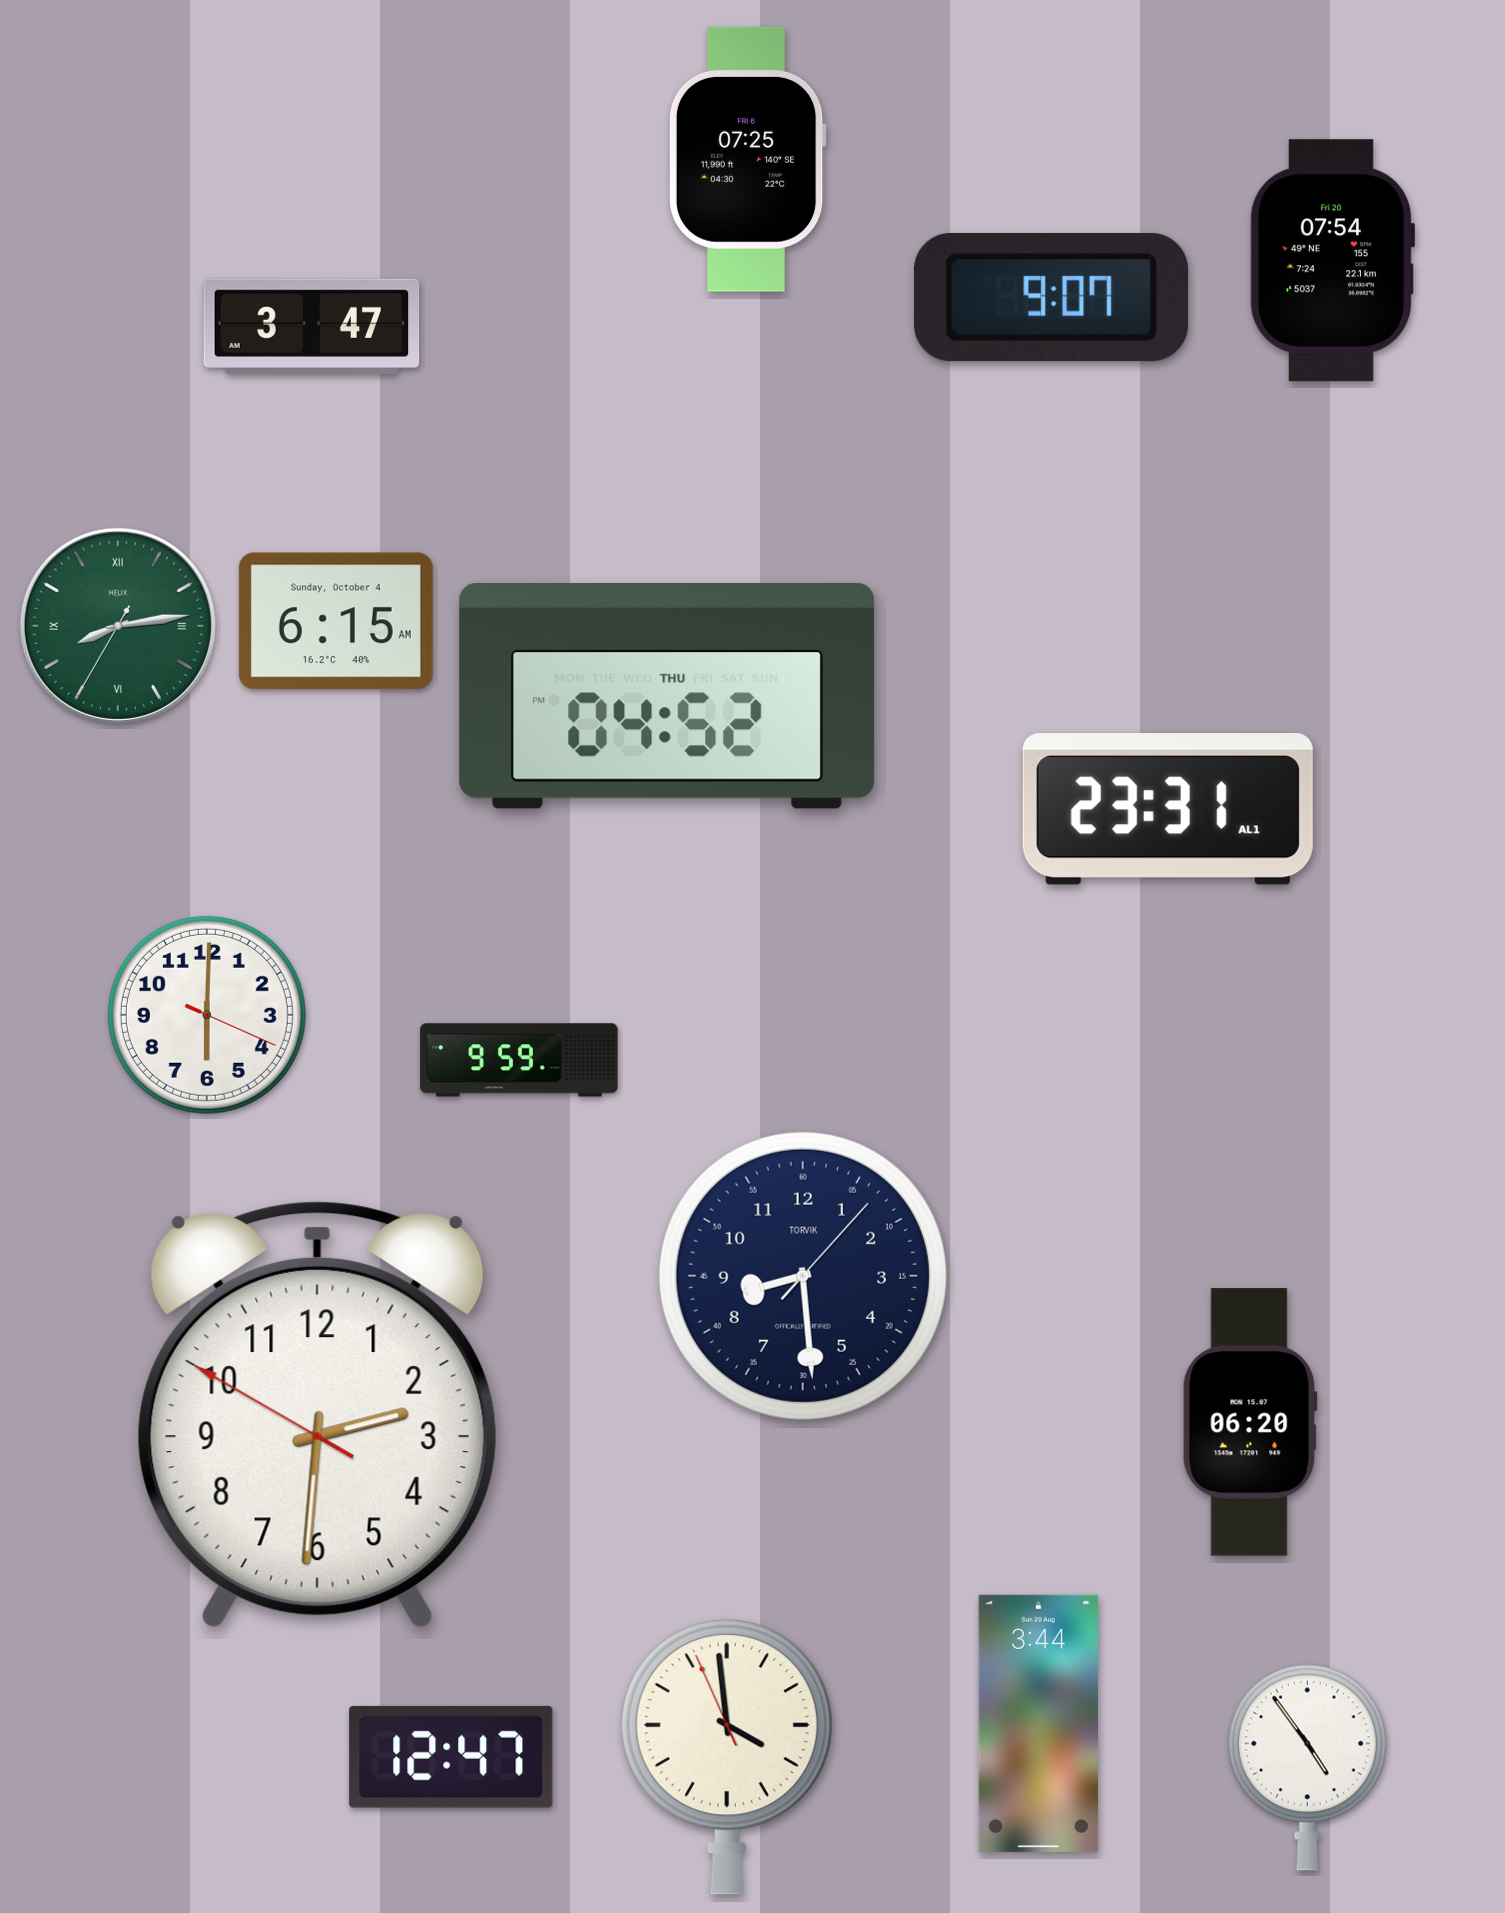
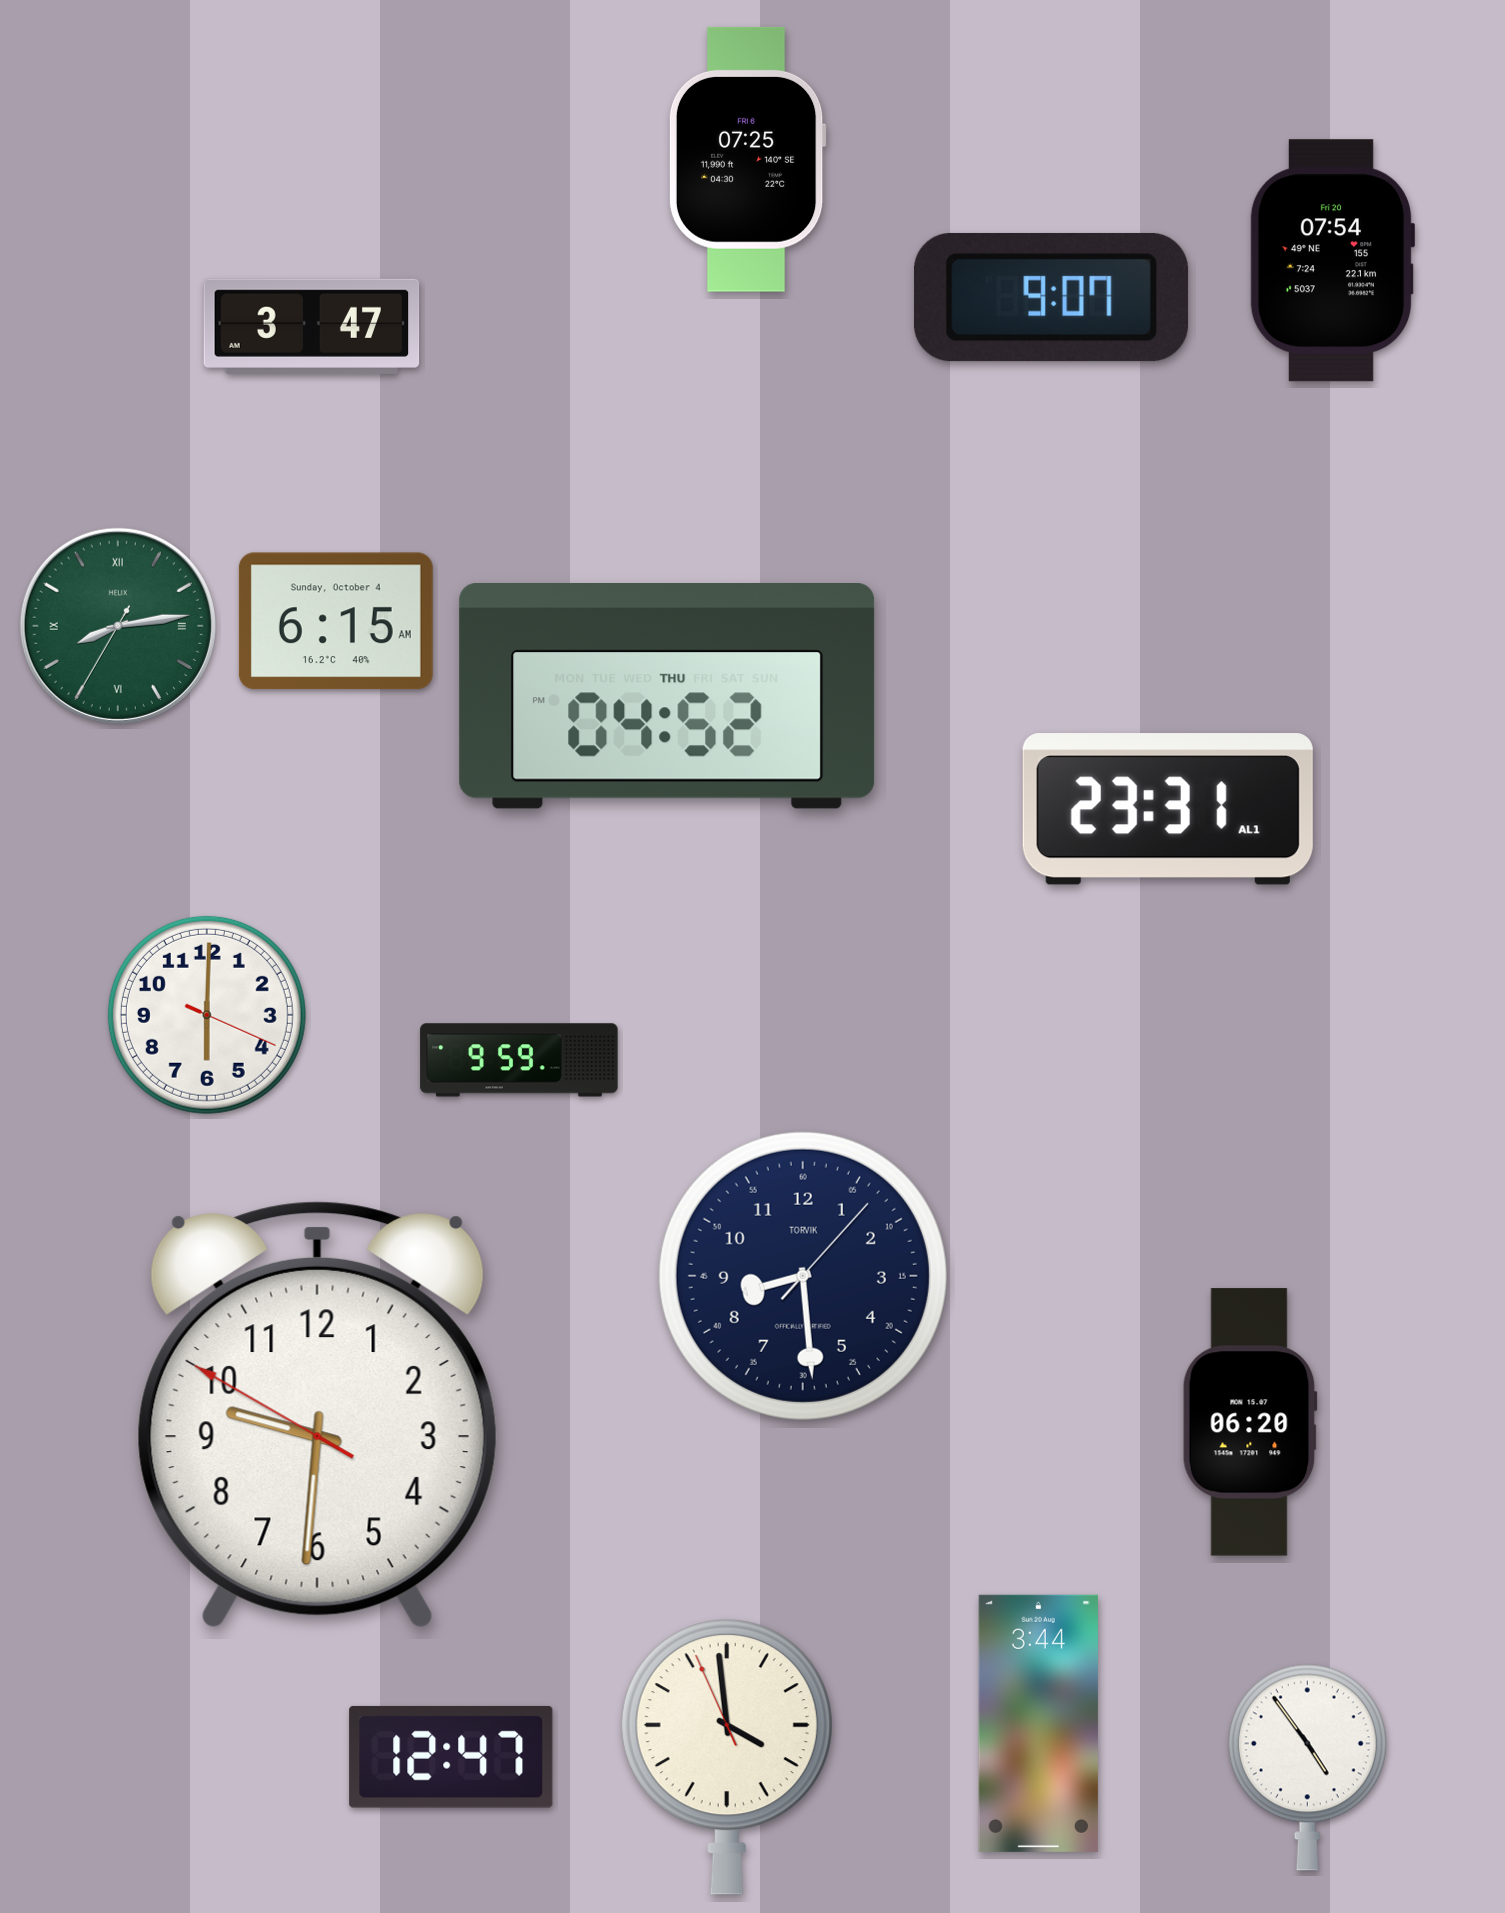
clock at (317, 1414): 2:30 -> 9:30
